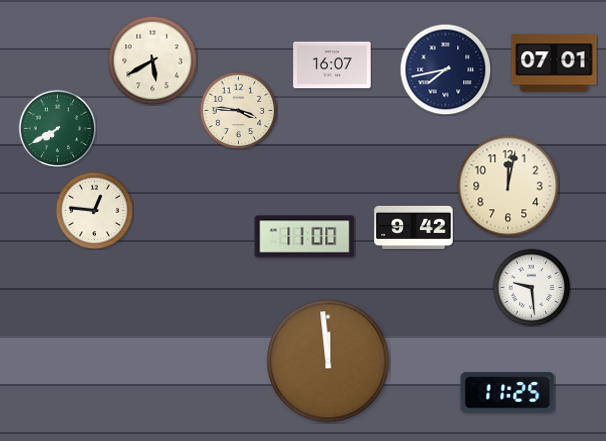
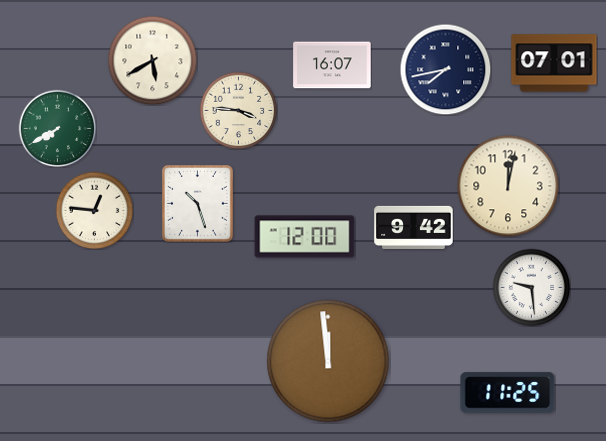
clock at (198, 204): none -> 10:27
clock at (305, 237): 11:00 -> 12:00
